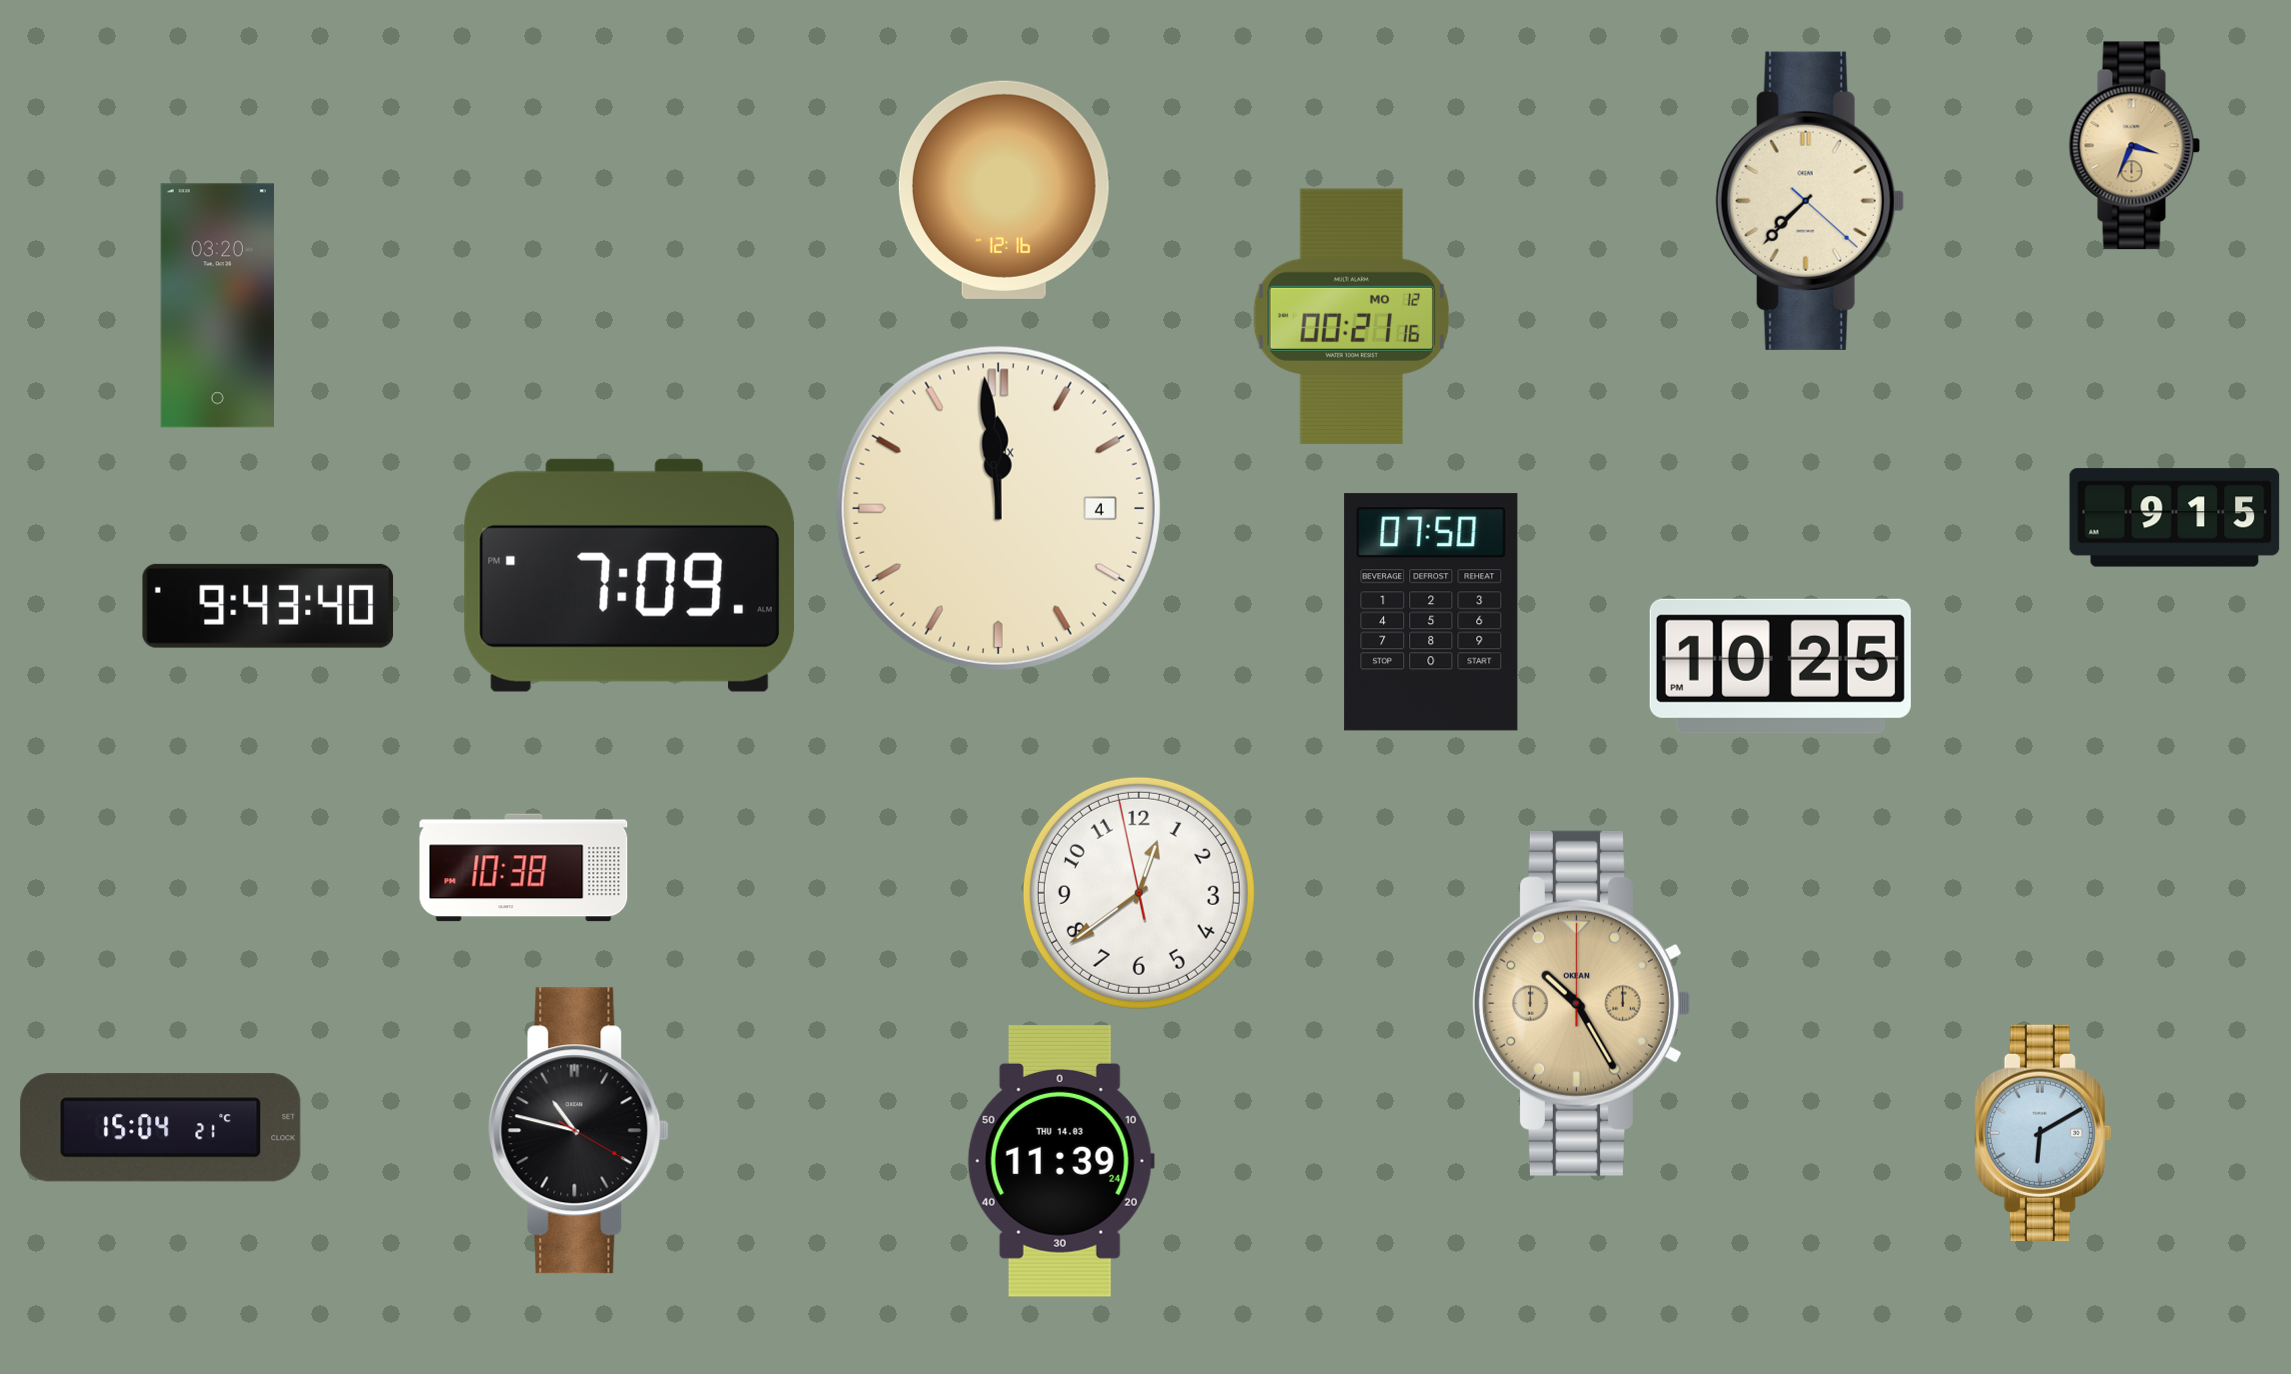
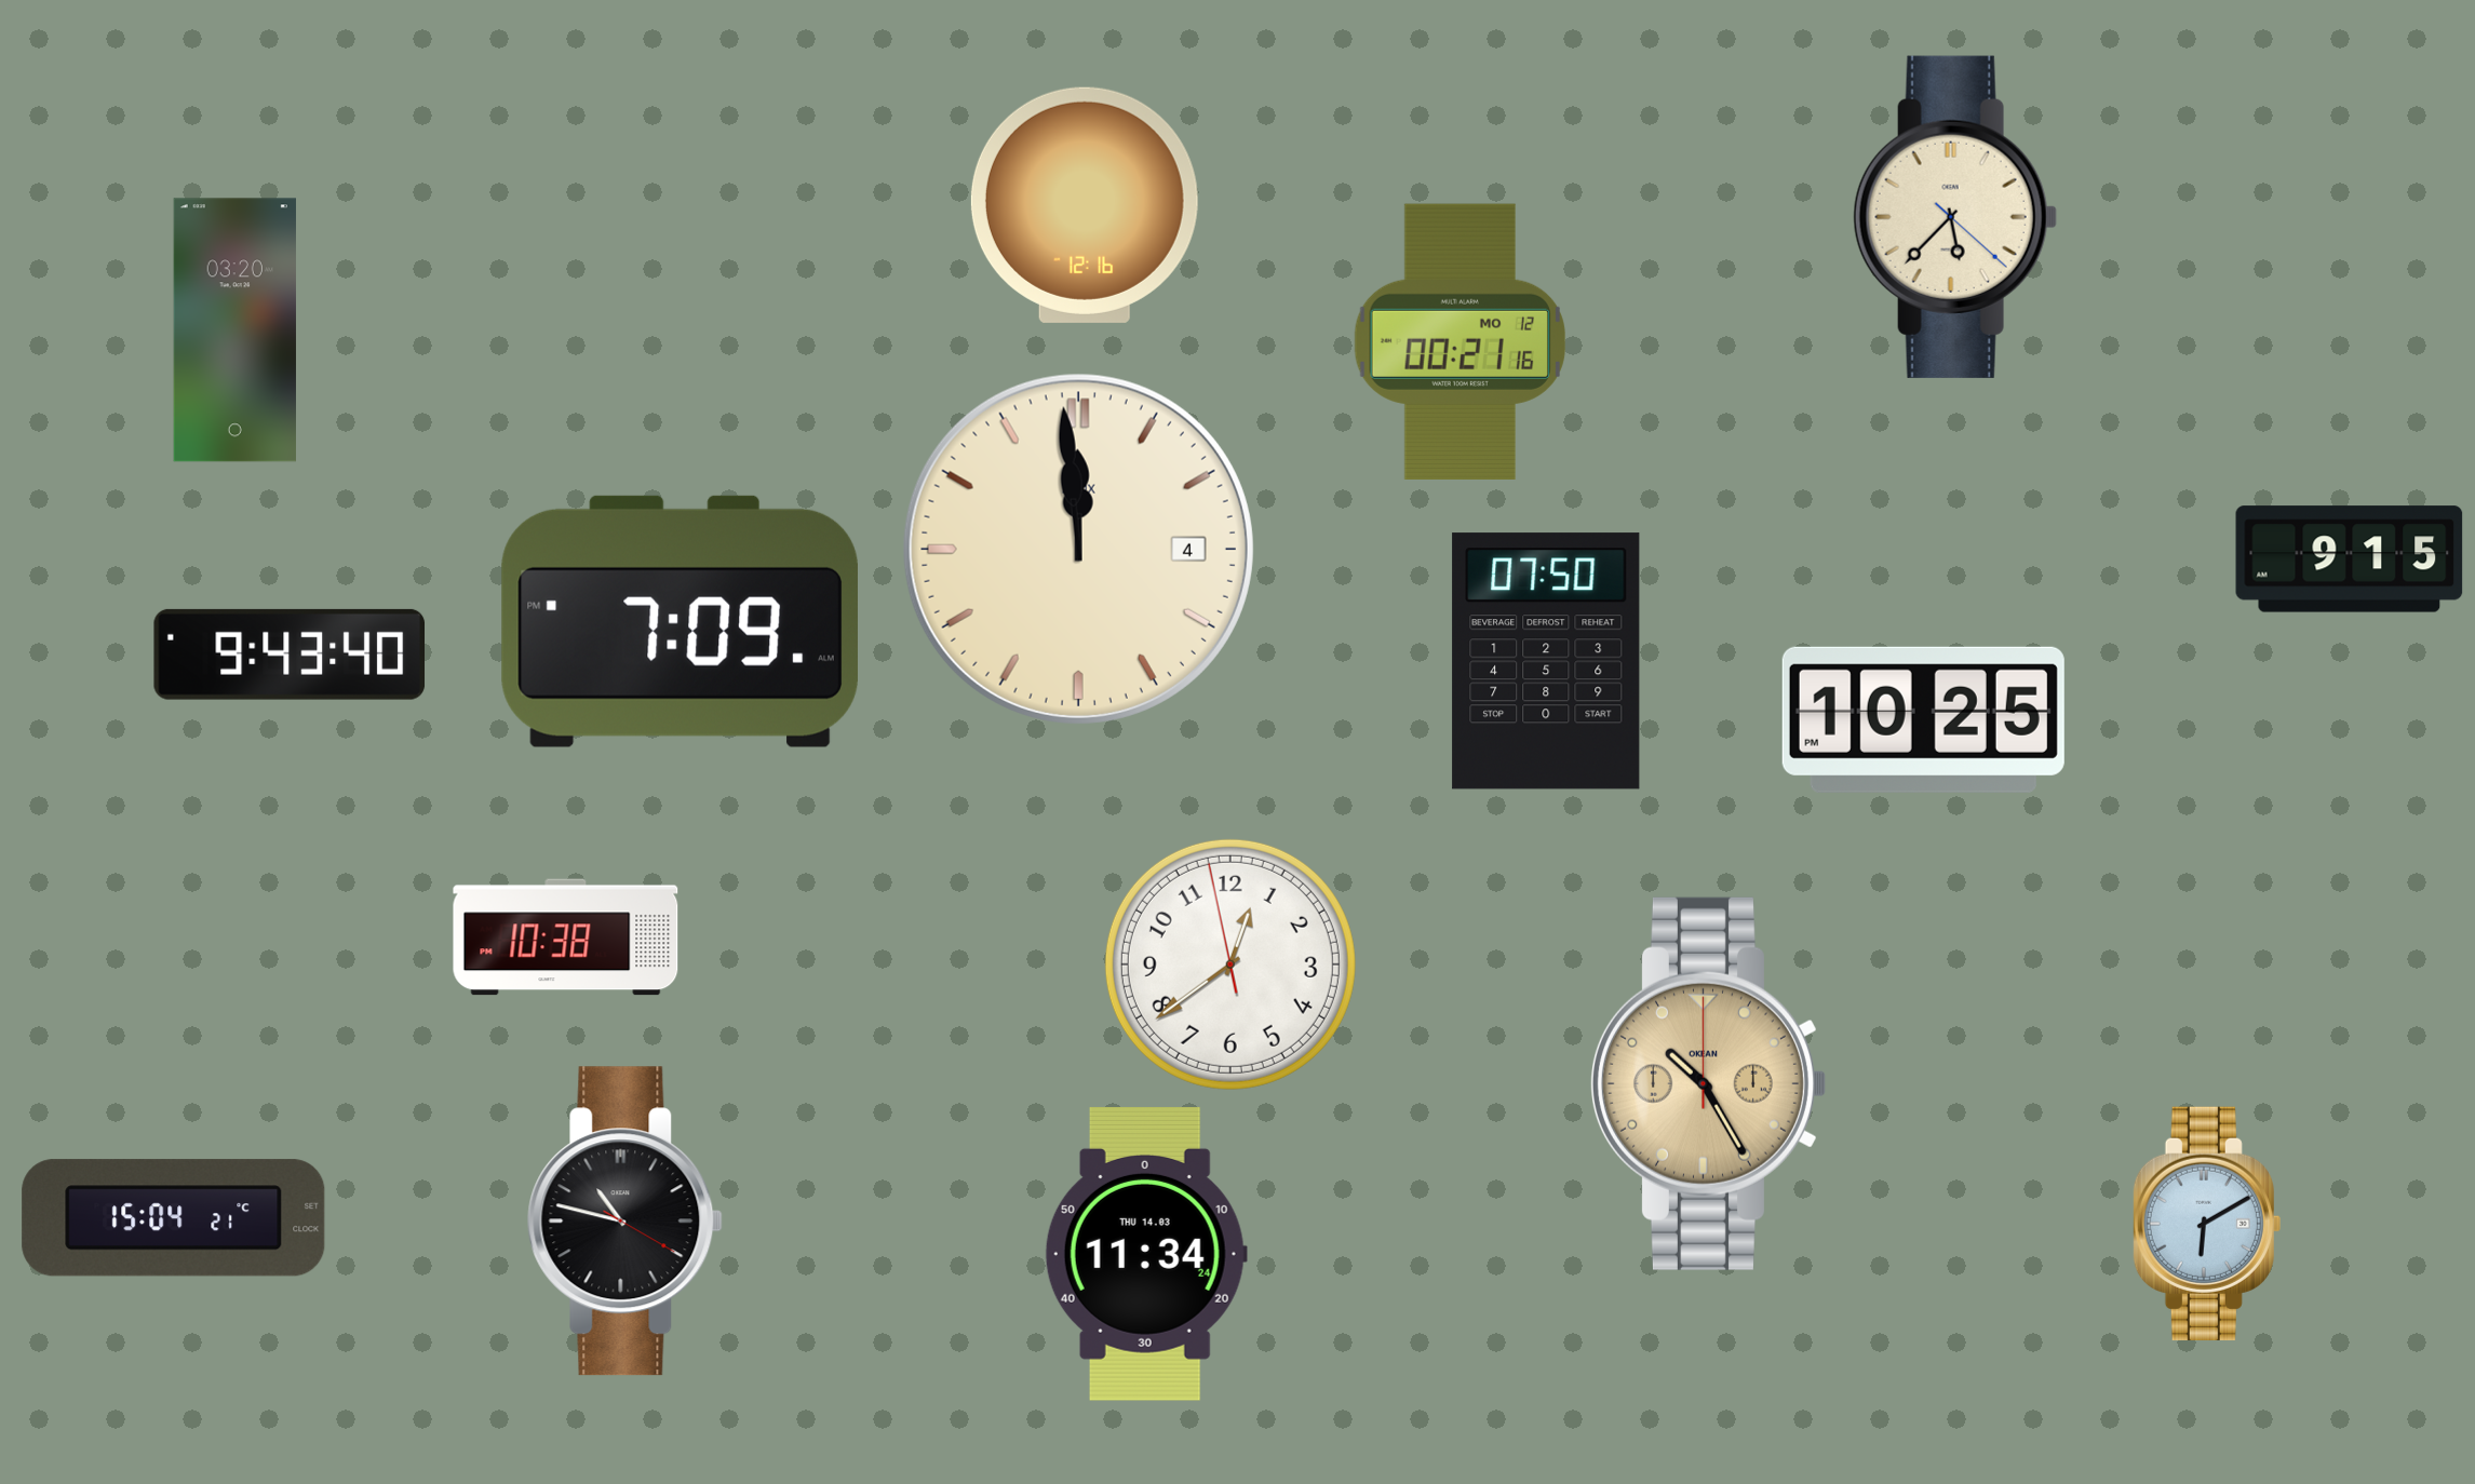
clock at (2135, 146): 3:34 -> none
clock at (1810, 201): 7:37 -> 5:37
clock at (1061, 1161): 11:39 -> 11:34
